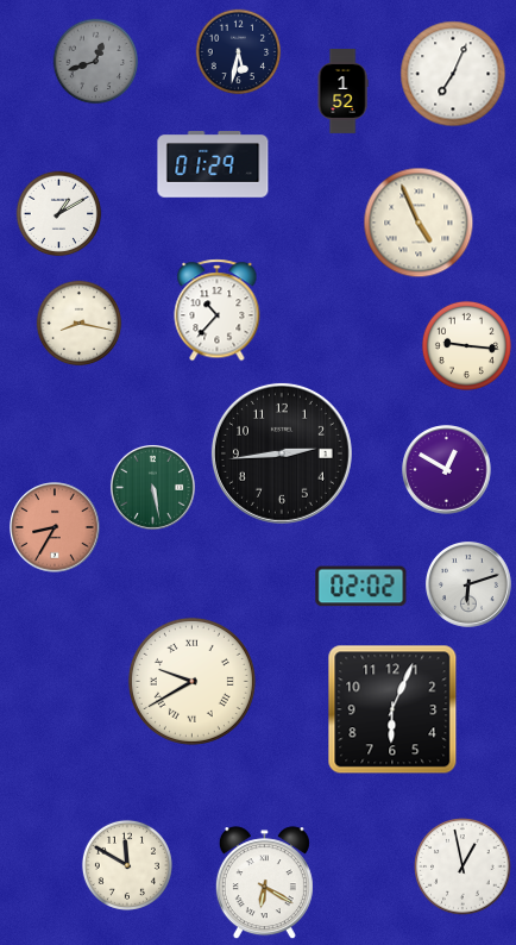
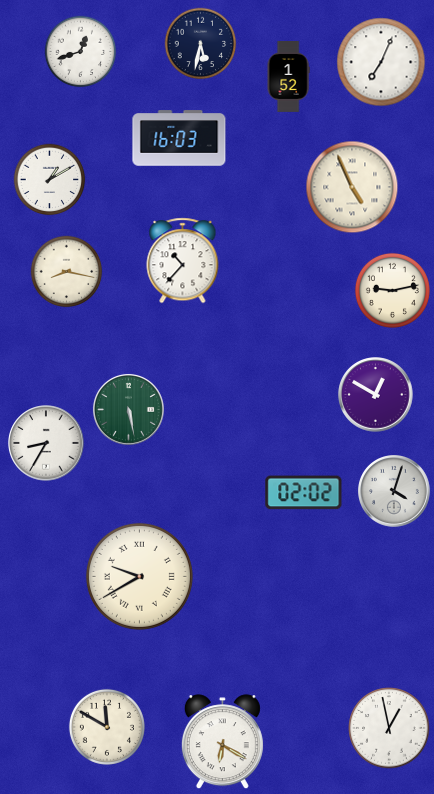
clock at (96, 62) dial: grey -> white
clock at (213, 164): 01:29 -> 16:03
clock at (466, 345): 9:16 -> 9:13
clock at (282, 453): 2:44 -> none
clock at (55, 527) dial: salmon -> white
clock at (470, 586): 6:12 -> 4:03
clock at (191, 681) position: (191, 681) -> (139, 576)
clock at (392, 709): 6:04 -> none
